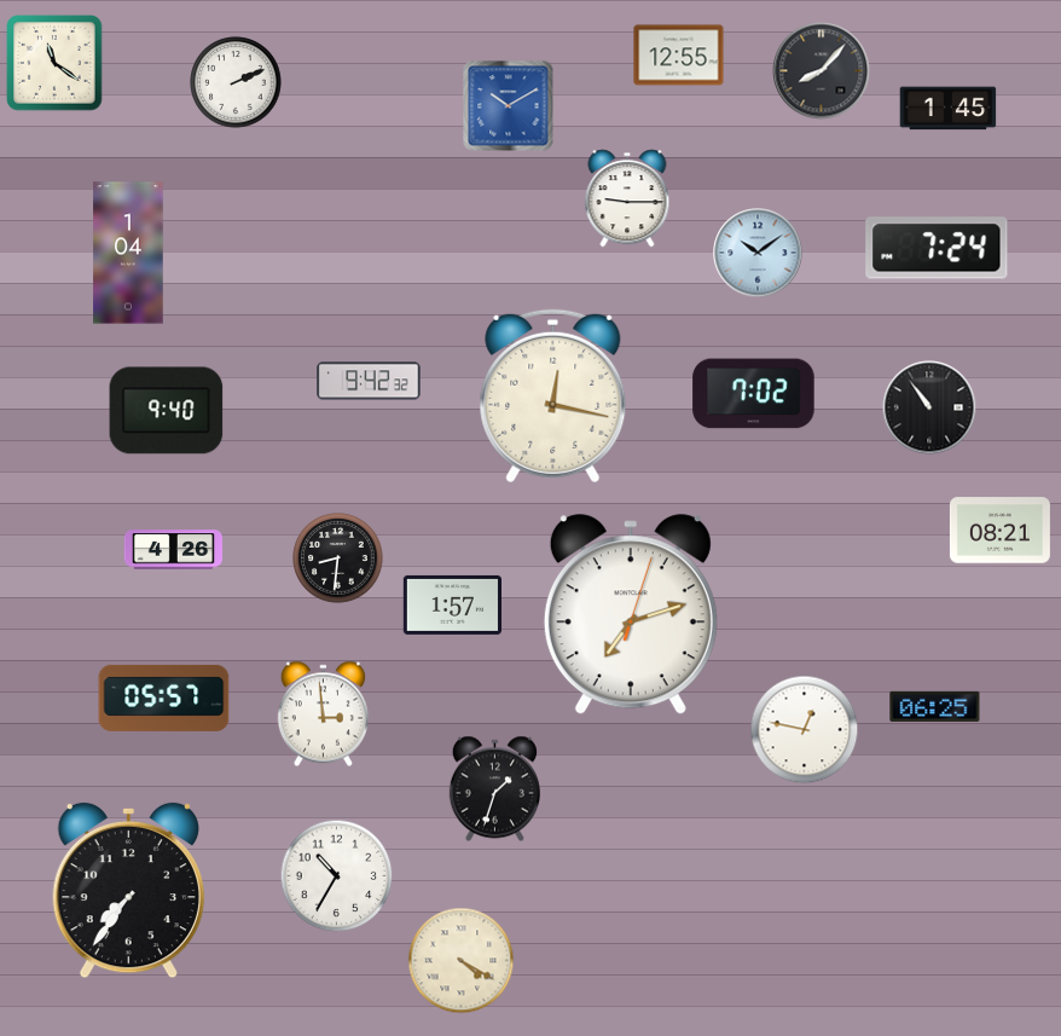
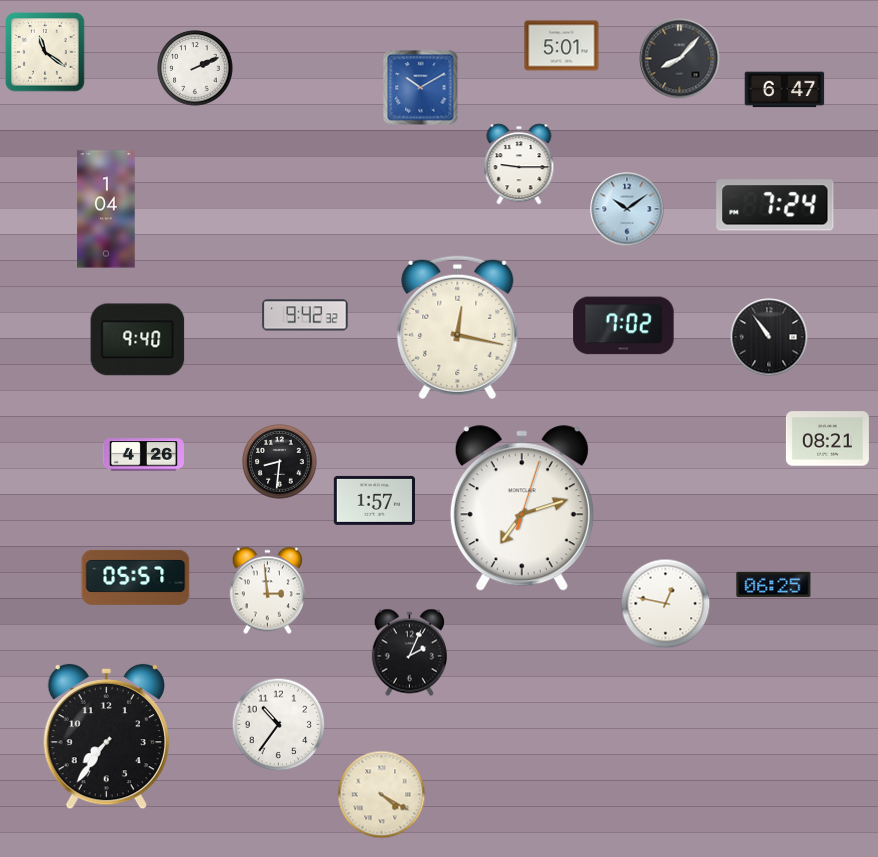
clock at (679, 56): 12:55 -> 5:01
clock at (949, 109): 1:45 -> 6:47
clock at (494, 789): 1:33 -> 2:04
clock at (337, 876): 10:35 -> 10:36
